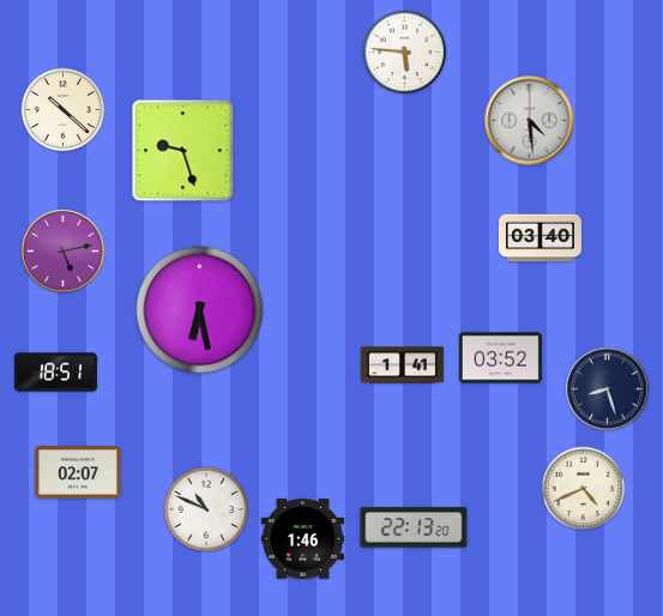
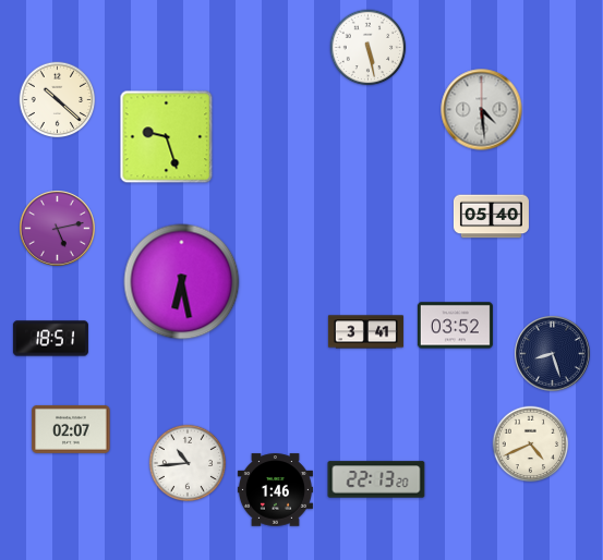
clock at (405, 53): 5:46 -> 5:28
clock at (540, 238): 03:40 -> 05:40
clock at (402, 366): 1:41 -> 3:41
clock at (206, 509): 10:49 -> 10:44
